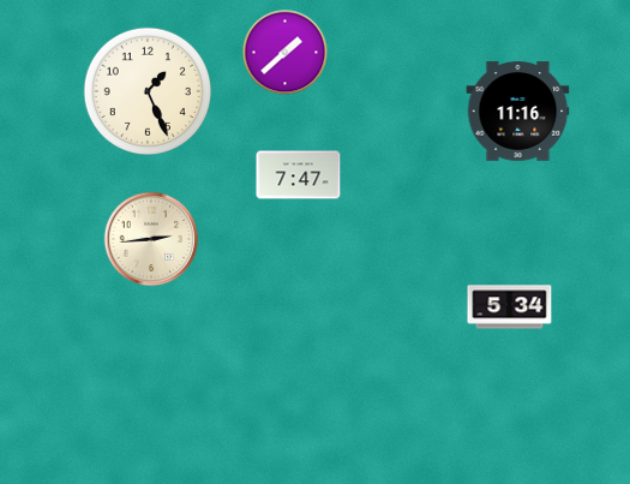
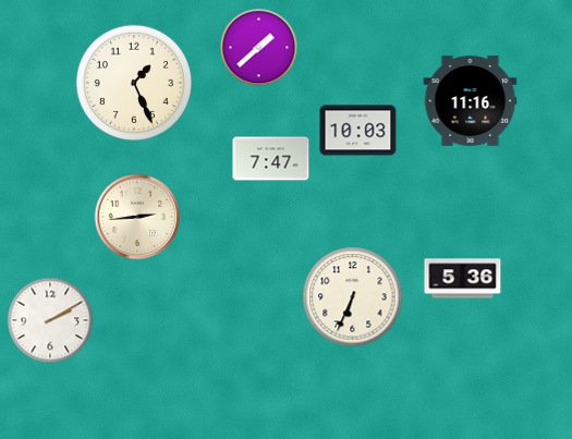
clock at (358, 131): none -> 10:03
clock at (510, 307): 5:34 -> 5:36
clock at (353, 297): none -> 6:34
clock at (50, 320): none -> 2:10
